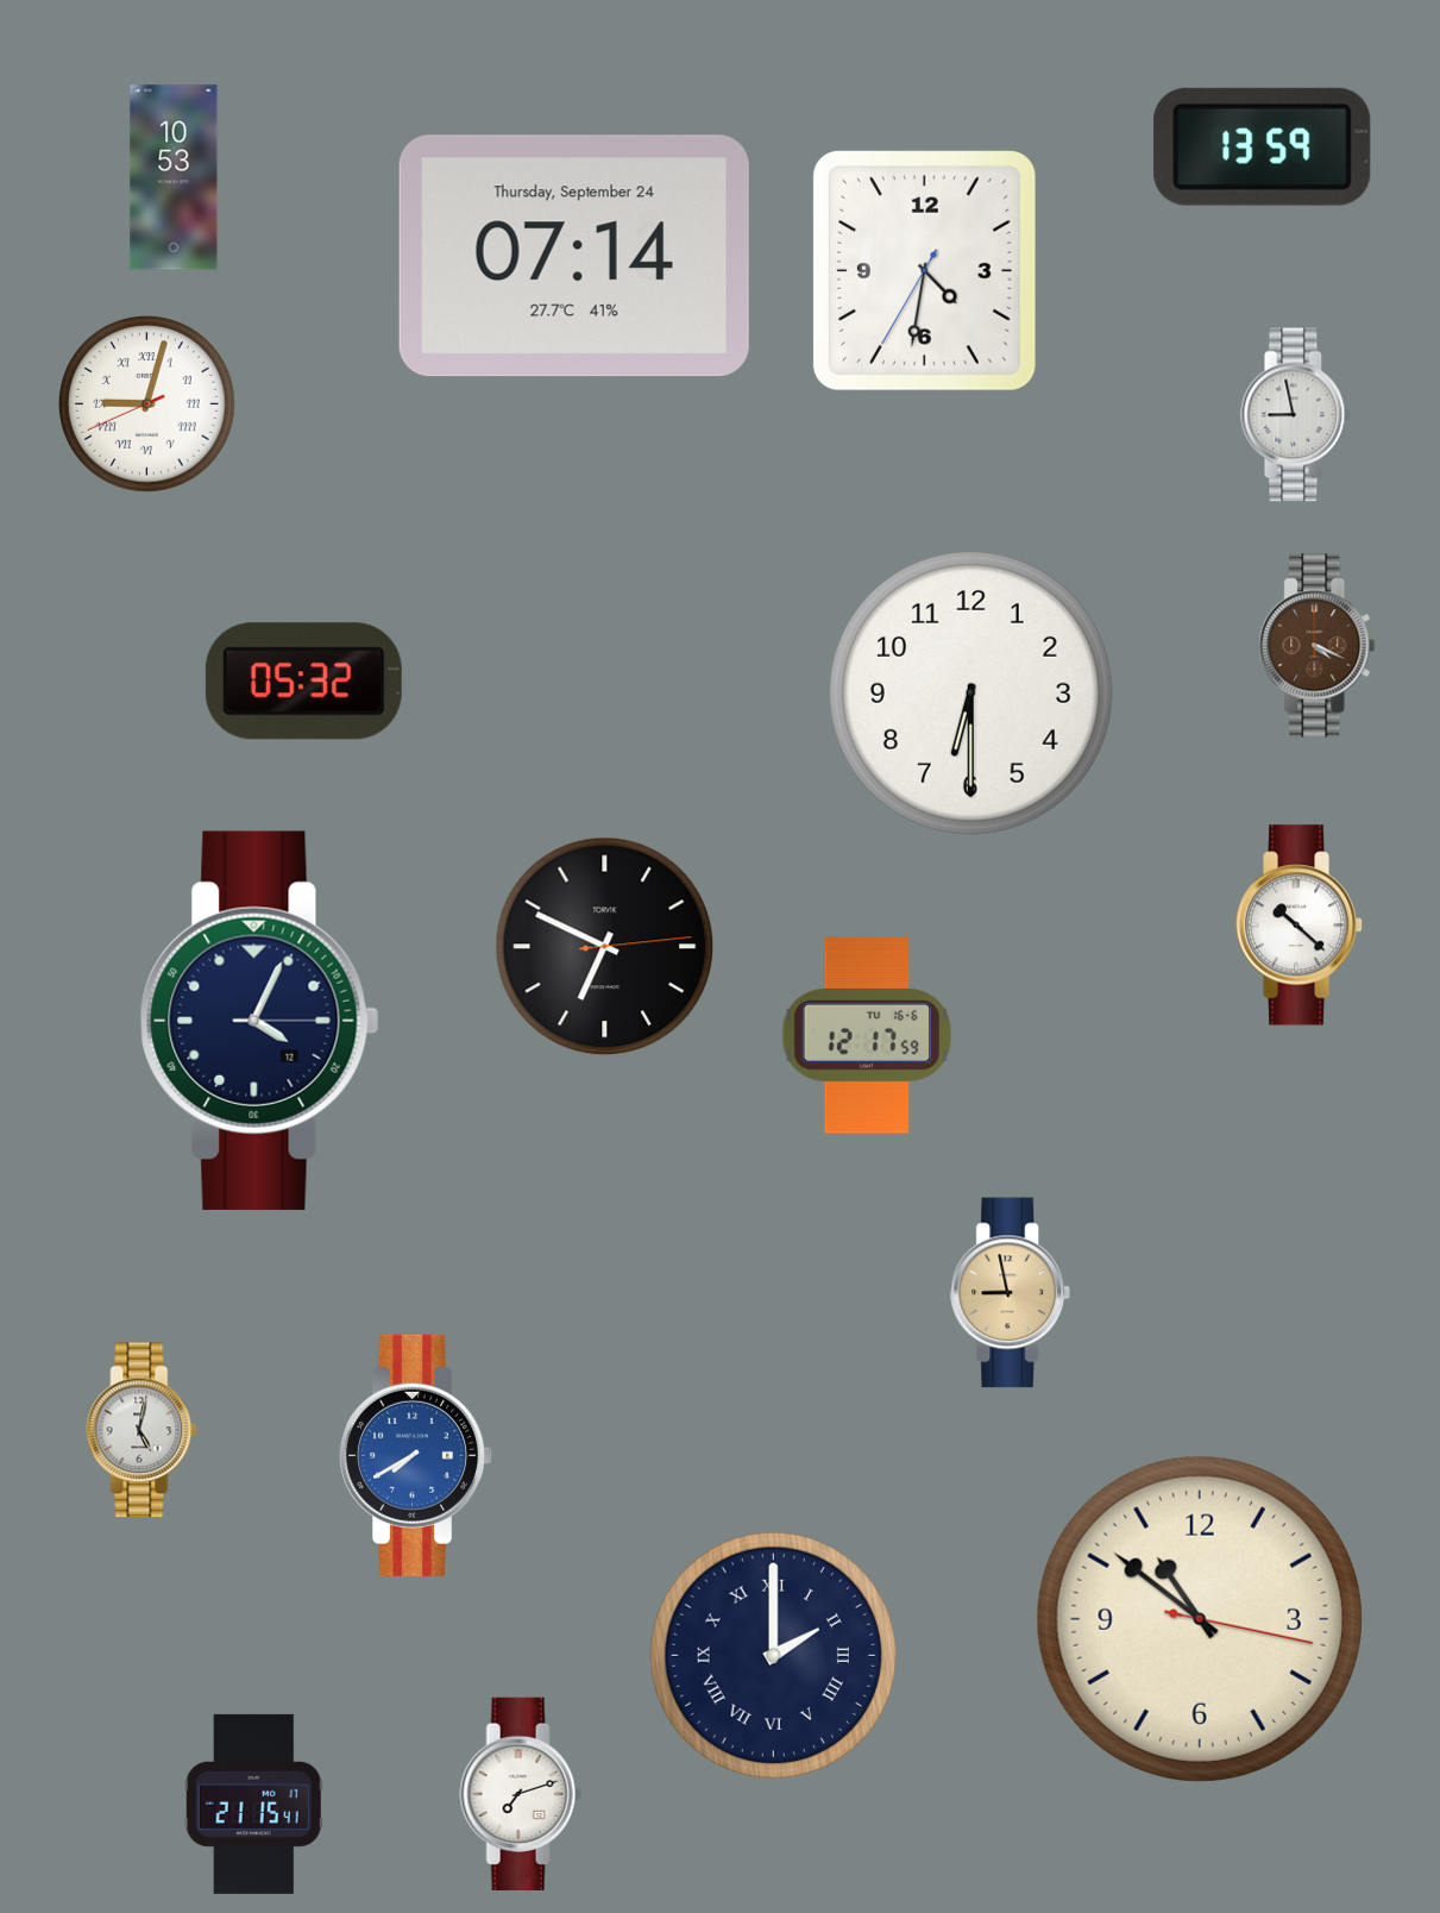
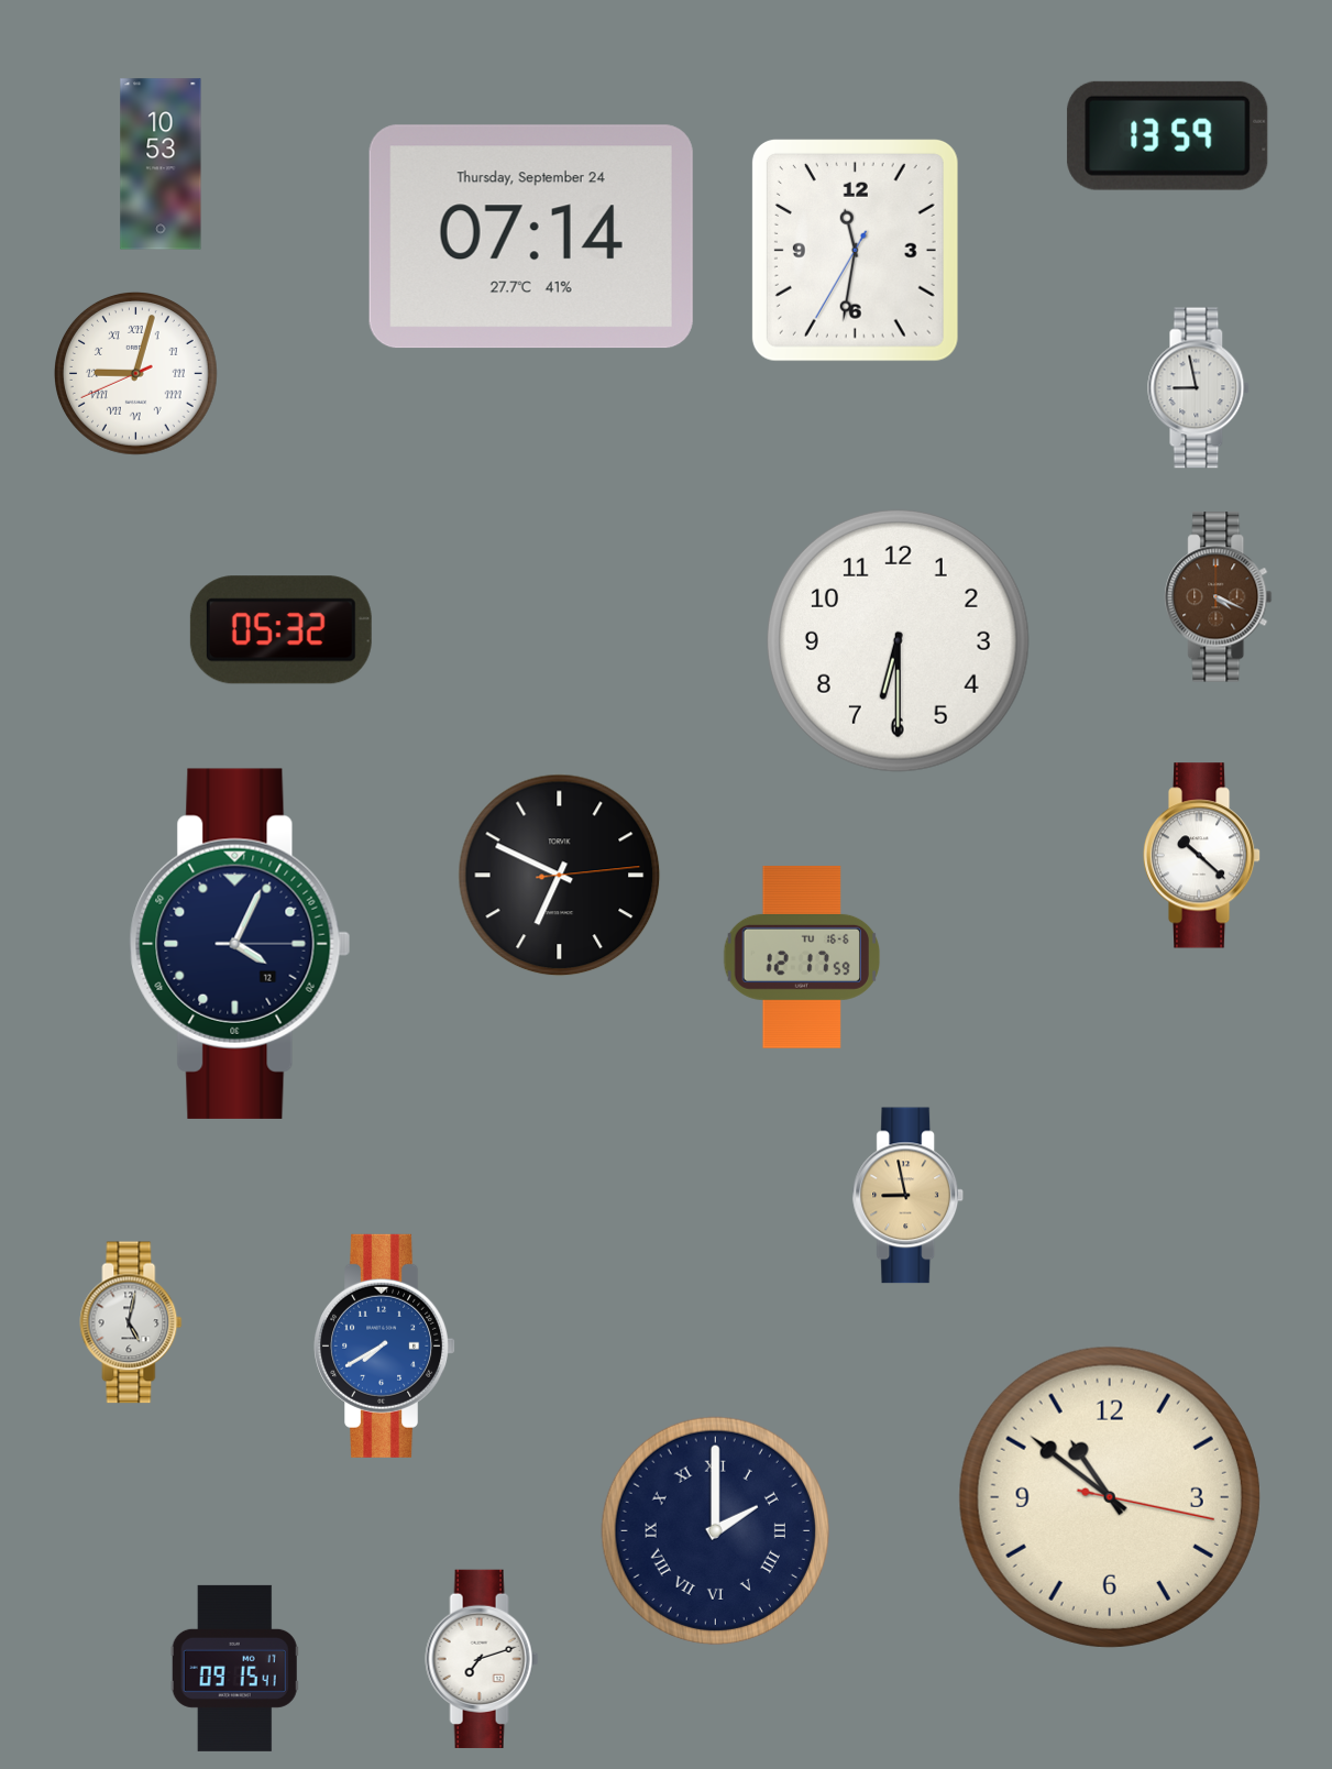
clock at (924, 270): 4:31 -> 11:31
clock at (1296, 415) position: (1296, 415) -> (1199, 388)
clock at (1011, 1293) position: (1011, 1293) -> (909, 1196)
clock at (253, 1804): 21:15 -> 09:15
